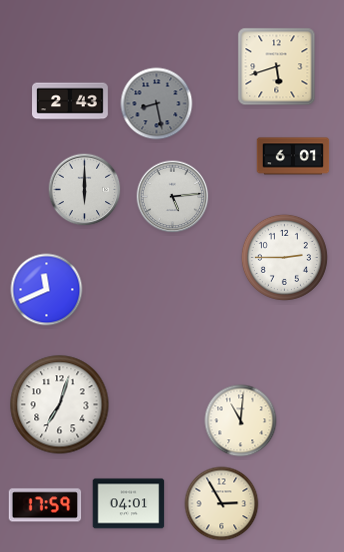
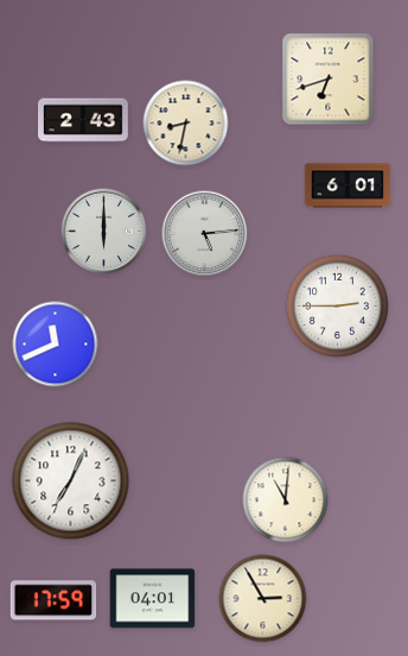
clock at (277, 67): 5:42 -> 6:42
clock at (157, 104): 8:28 -> 8:32
clock at (157, 104) dial: grey -> cream
clock at (85, 190) position: (85, 190) -> (104, 232)
clock at (60, 405): 7:03 -> 7:04
